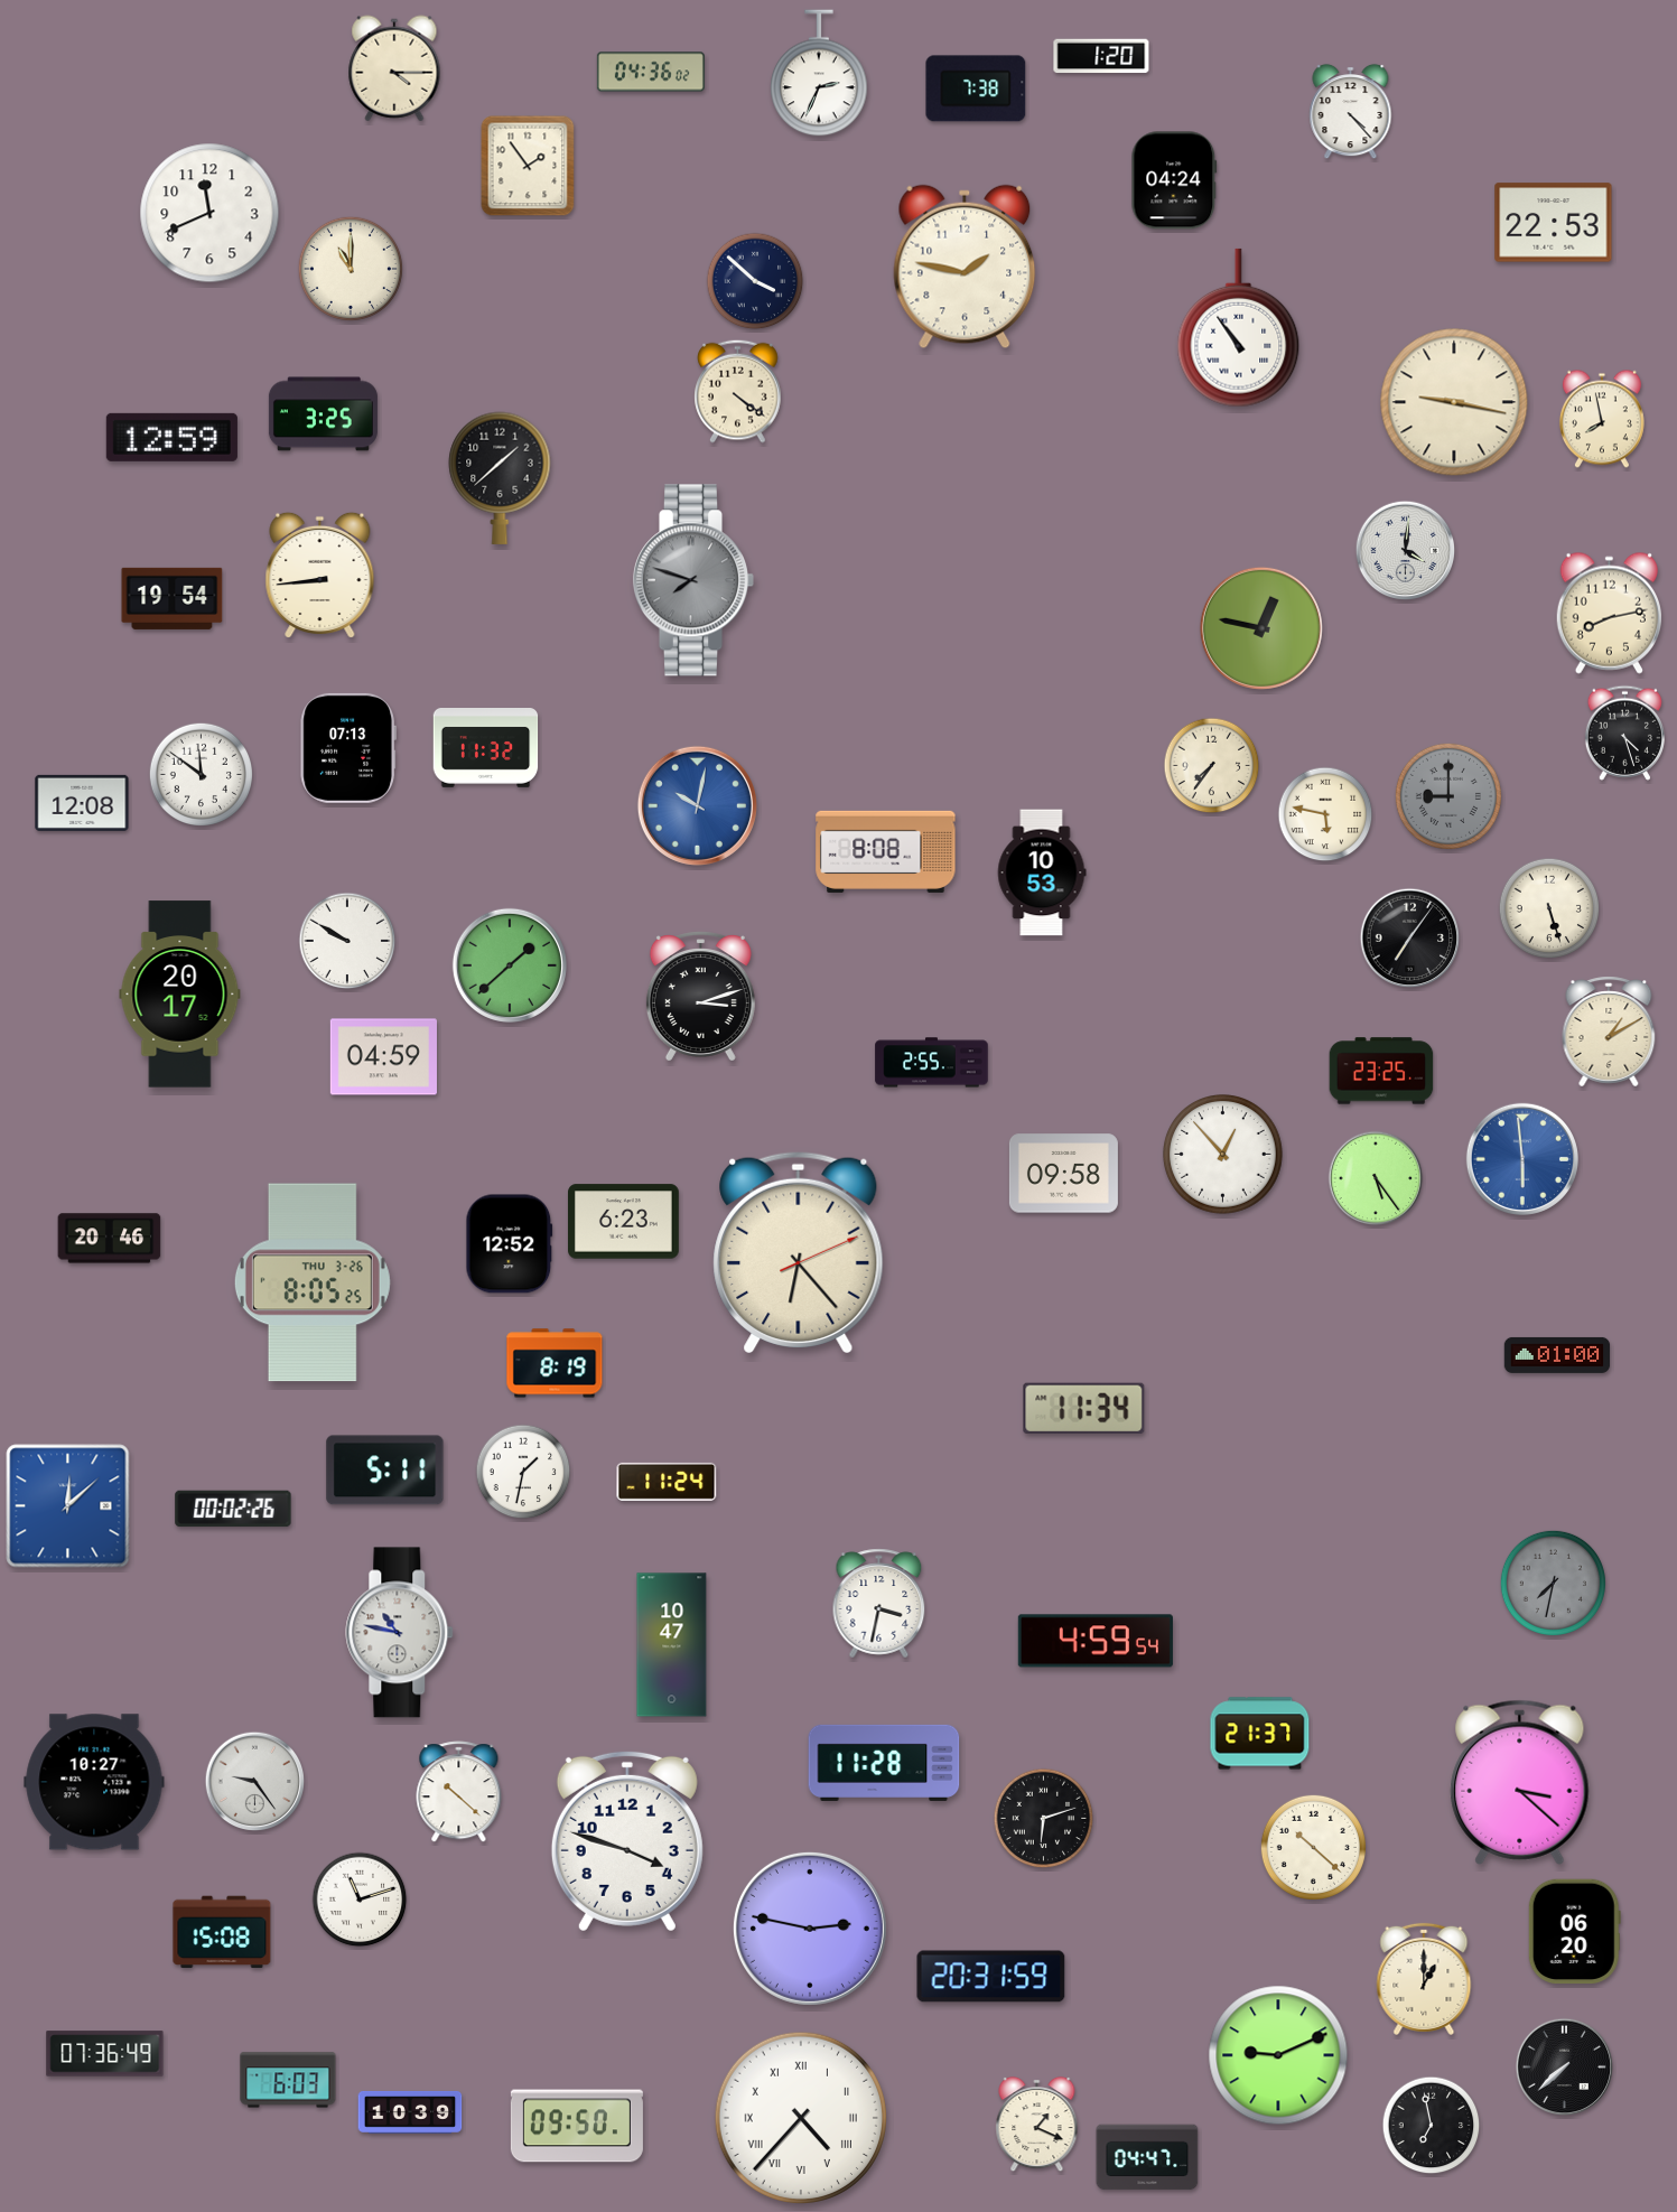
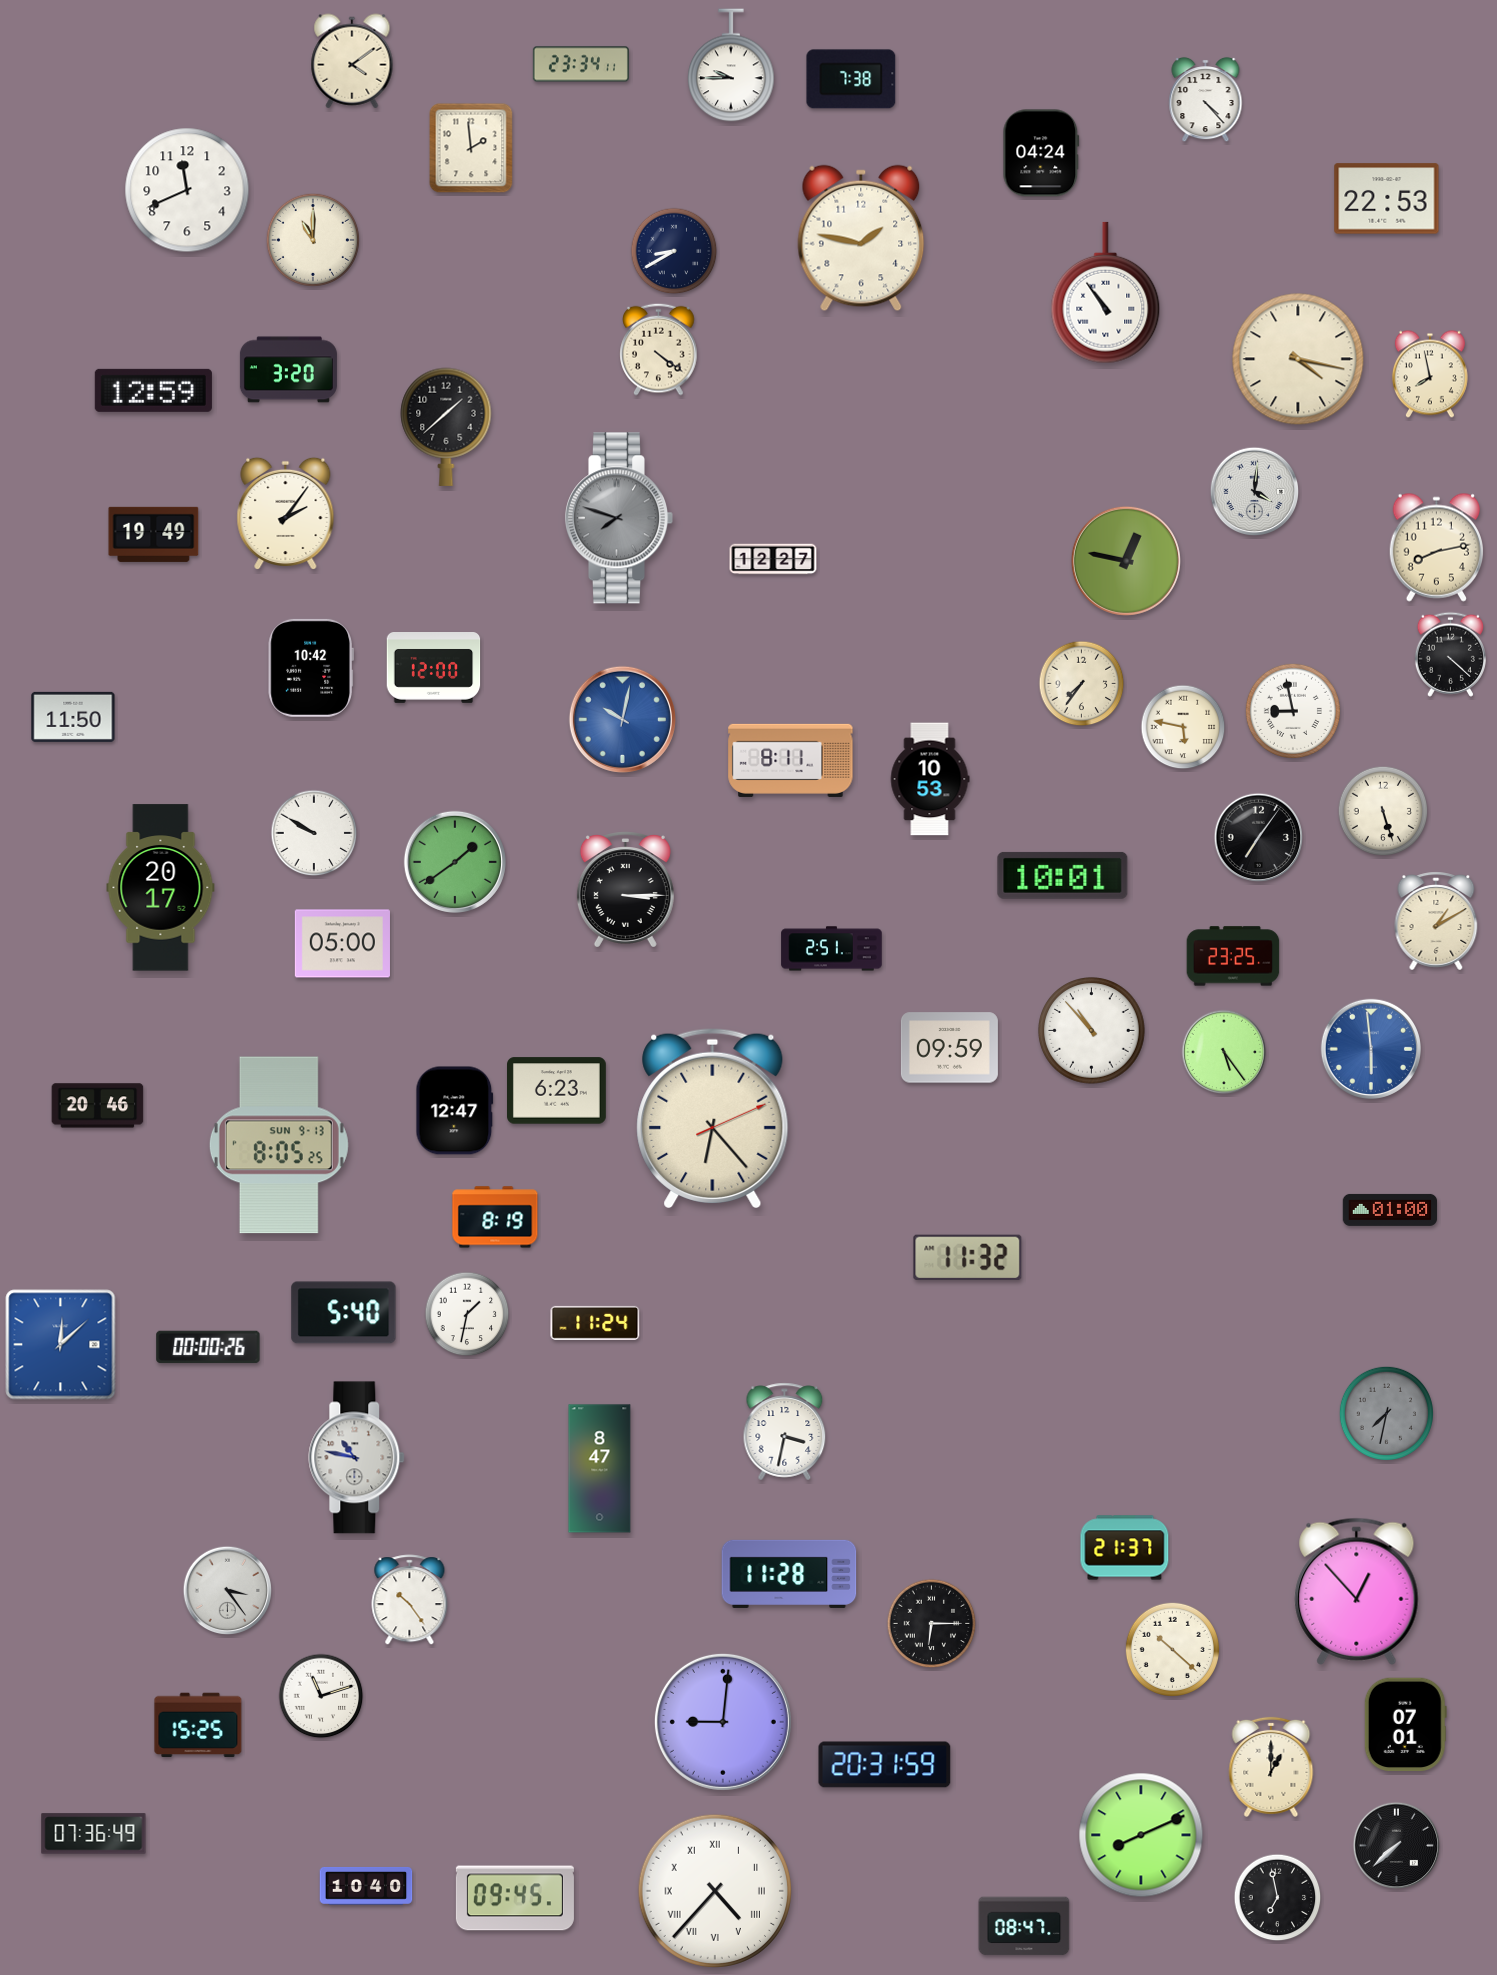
clock at (1101, 56): 1:20 -> none
clock at (394, 68): 4:15 -> 4:09
clock at (651, 72): 04:36 -> 23:34
clock at (819, 73): 2:34 -> 9:45
clock at (976, 88) position: (976, 88) -> (851, 79)
clock at (528, 166): 1:54 -> 1:59
clock at (1174, 180) position: (1174, 180) -> (1041, 153)
clock at (755, 281): 3:52 -> 8:40
clock at (1454, 402): 9:17 -> 4:17
clock at (323, 414): 3:25 -> 3:20
clock at (320, 575): 8:44 -> 2:06
clock at (173, 598): 19:54 -> 19:49
clock at (773, 559): none -> 12:27
clock at (1624, 732): 4:27 -> 4:22
clock at (348, 748): 07:13 -> 10:42
clock at (486, 748): 11:32 -> 12:00
clock at (201, 774): 11:51 -> none
clock at (1448, 796): 9:00 -> 8:58
clock at (1448, 796) dial: grey -> white
clock at (82, 803): 12:08 -> 11:50
clock at (886, 851): 8:08 -> 8:11
clock at (347, 941) position: (347, 941) -> (314, 833)
clock at (510, 965): 1:38 -> 1:39
clock at (1063, 875): none -> 10:01
clock at (700, 997): 3:12 -> 3:15
clock at (383, 1057): 04:59 -> 05:00
clock at (932, 1063): 2:55 -> 2:51
clock at (1223, 1155): 12:53 -> 10:53
clock at (1522, 1159) position: (1522, 1159) -> (1371, 1049)
clock at (1063, 1174): 09:58 -> 09:59
clock at (1376, 1178) position: (1376, 1178) -> (1224, 1052)
clock at (510, 1244): 12:52 -> 12:47
clock at (313, 1282) date: THU 3-26 -> SUN 9-13
clock at (1084, 1409): 11:34 -> 11:32
clock at (385, 1471): 5:11 -> 5:40
clock at (233, 1509): 00:02 -> 00:00
clock at (1096, 1641): 4:59 -> none
clock at (672, 1645): 10:47 -> 8:47
clock at (94, 1782): 10:27 -> none
clock at (255, 1782): 9:24 -> 3:24
clock at (1520, 1782): 3:22 -> 12:53
clock at (459, 1792): 10:22 -> 10:24
clock at (1044, 1819): 6:12 -> 6:15
clock at (627, 1841): 3:48 -> none
clock at (810, 1929): 2:47 -> 9:01
clock at (222, 1932): 15:08 -> 15:25
clock at (1574, 1932): 06:20 -> 07:01
clock at (1278, 2055): 9:11 -> 8:11
clock at (288, 2080): 6:03 -> none
clock at (410, 2112): 10:39 -> 10:40
clock at (1037, 2125): 1:19 -> none
clock at (577, 2126): 09:50 -> 09:45
clock at (1147, 2157): 04:47 -> 08:47
